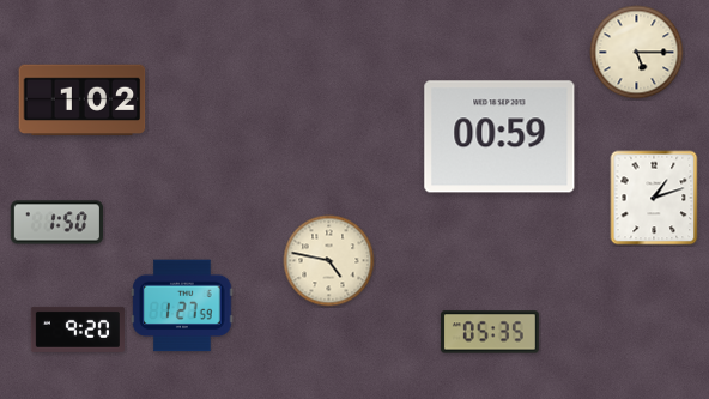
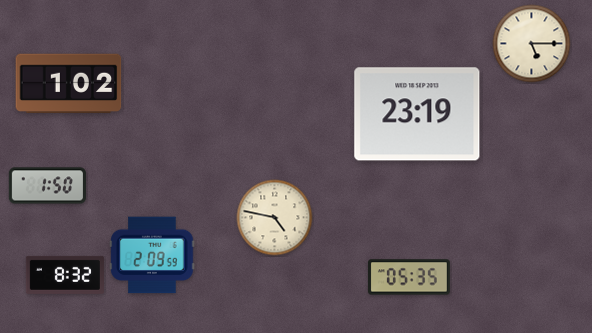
clock at (499, 137): 00:59 -> 23:19
clock at (654, 198): 1:12 -> none
clock at (182, 306): 1:27 -> 2:09
clock at (78, 330): 9:20 -> 8:32
